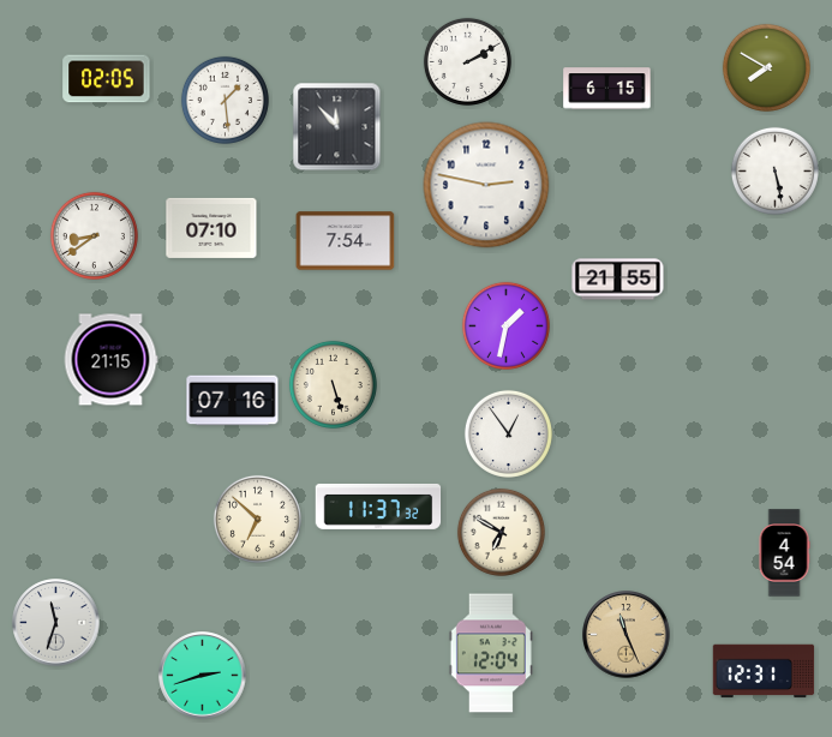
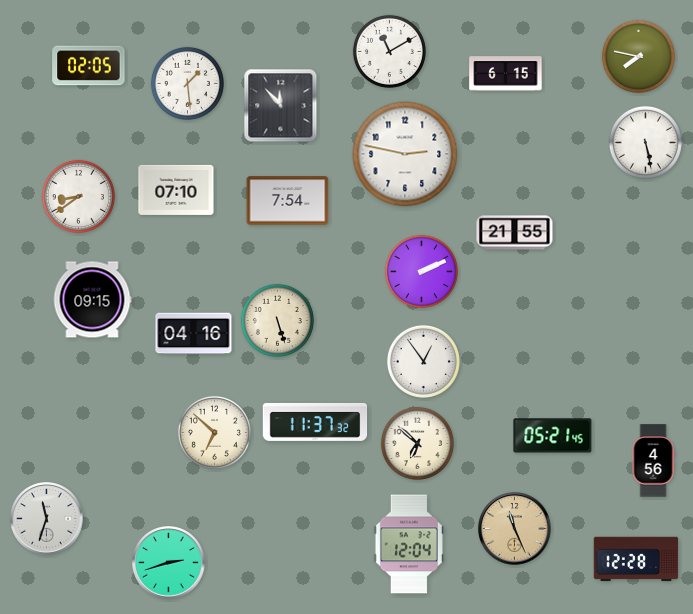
clock at (467, 61): 2:10 -> 11:10
clock at (766, 67): 7:50 -> 7:47
clock at (505, 325): 1:32 -> 2:11
clock at (110, 360): 21:15 -> 09:15
clock at (233, 401): 07:16 -> 04:16
clock at (553, 436): none -> 05:21
clock at (501, 532): 6:50 -> 6:52
clock at (784, 553): 4:54 -> 4:56
clock at (627, 635) position: (627, 635) -> (515, 529)
clock at (764, 671): 12:31 -> 12:28
